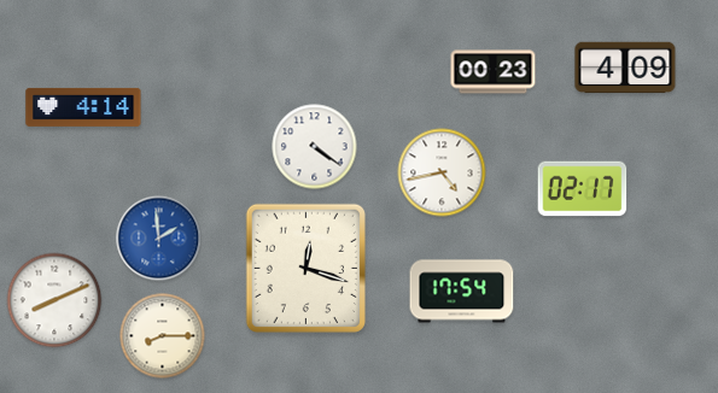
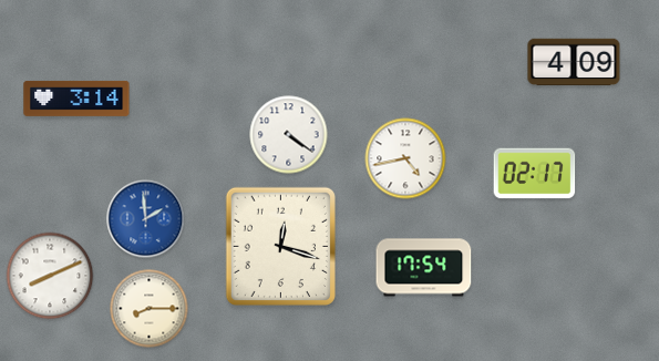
clock at (494, 72): 00:23 -> none
clock at (83, 107): 4:14 -> 3:14
